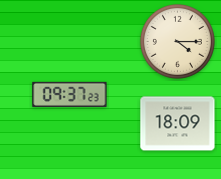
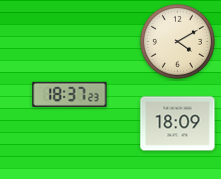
clock at (177, 41): 4:15 -> 4:10
clock at (70, 94): 09:37 -> 18:37
